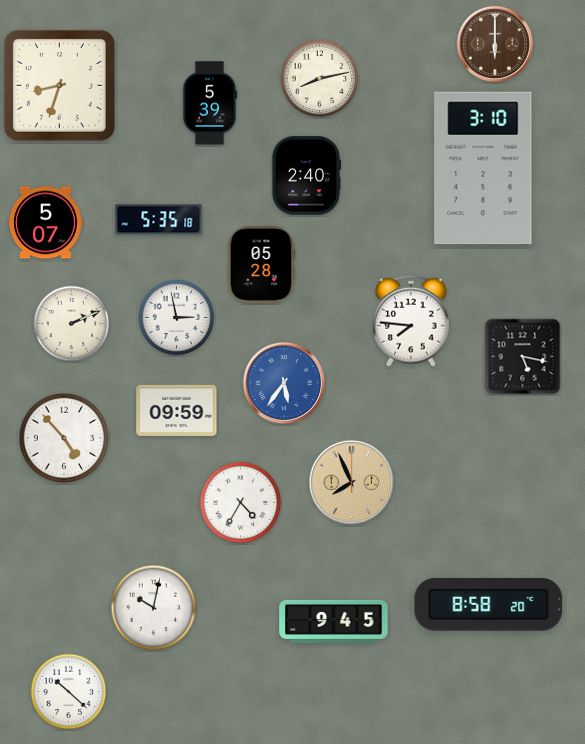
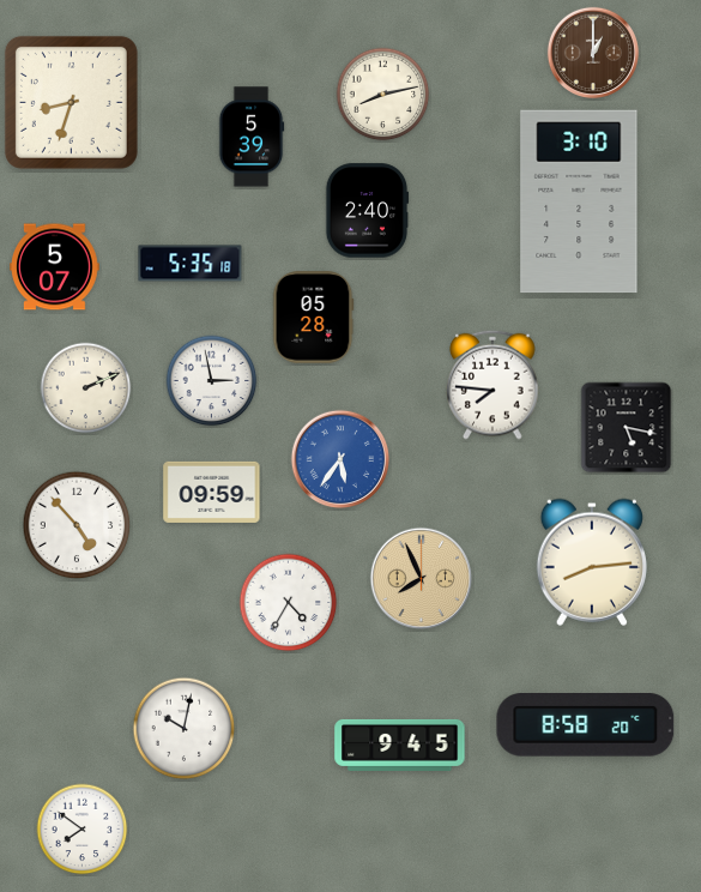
clock at (494, 43): 6:00 -> 1:00
clock at (210, 103) position: (210, 103) -> (252, 137)
clock at (591, 562): none -> 8:14
clock at (69, 692): 10:22 -> 7:51
